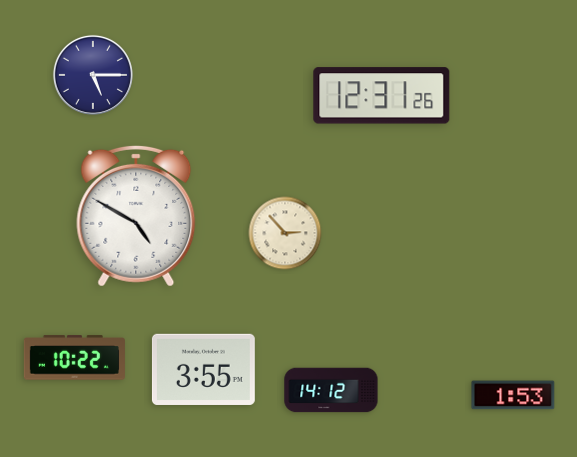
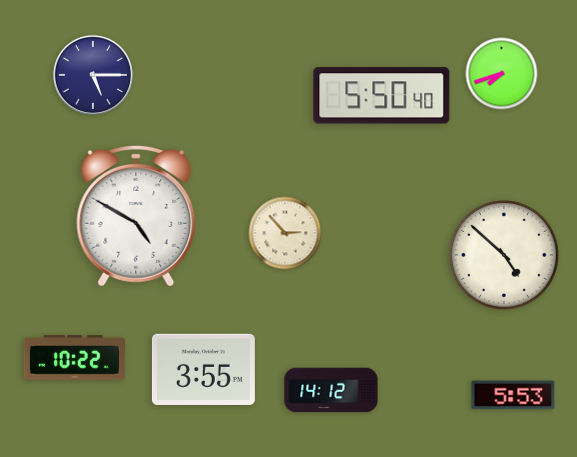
clock at (502, 74): none -> 7:42
clock at (382, 96): 12:31 -> 5:50
clock at (505, 256): none -> 4:52
clock at (513, 395): 1:53 -> 5:53
